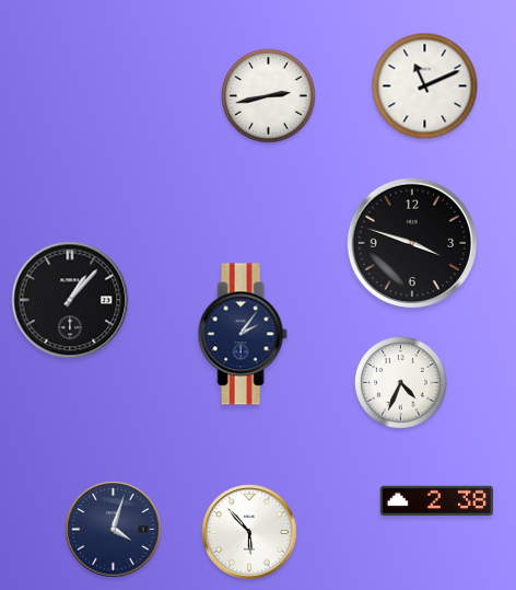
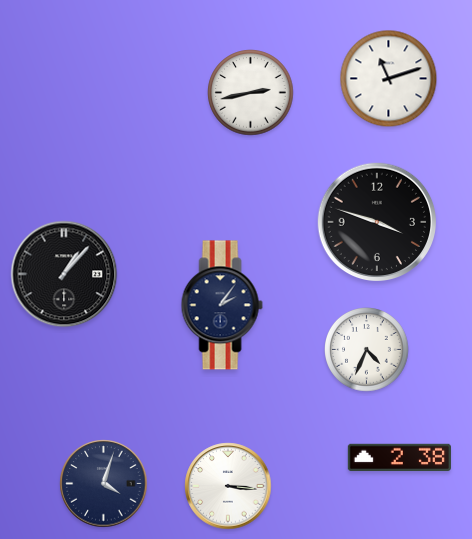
clock at (425, 86): 11:11 -> 11:12
clock at (269, 96) position: (269, 96) -> (251, 93)
clock at (249, 532): 5:53 -> 3:16
